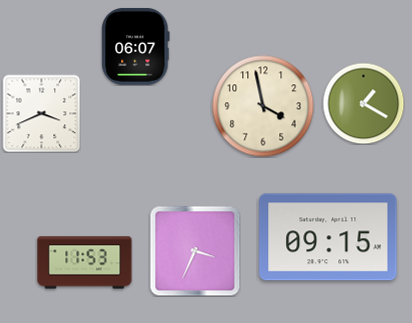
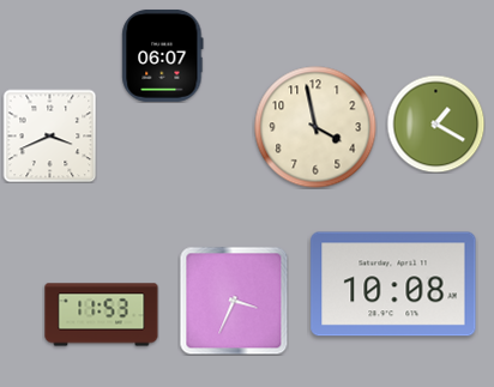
clock at (328, 237): 09:15 -> 10:08
